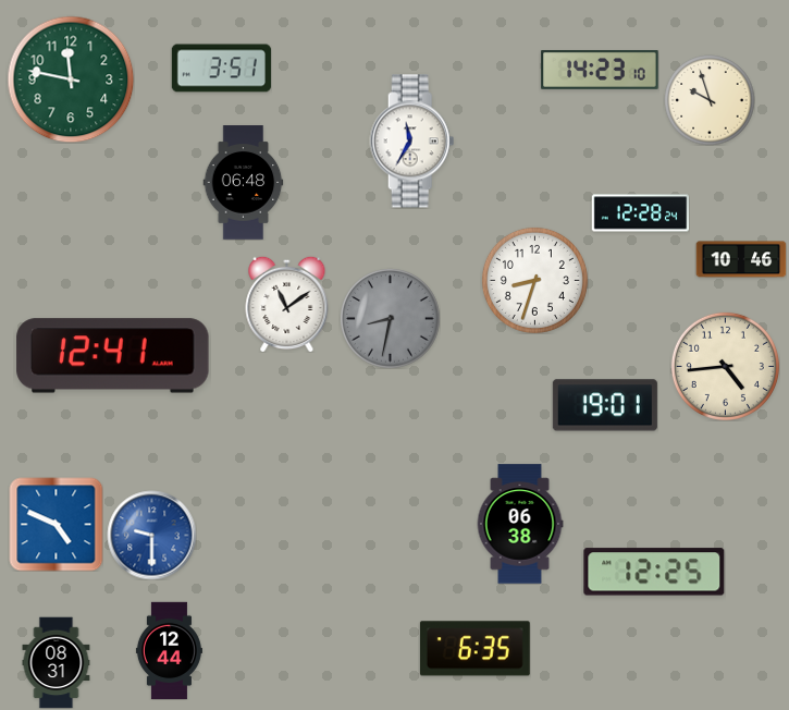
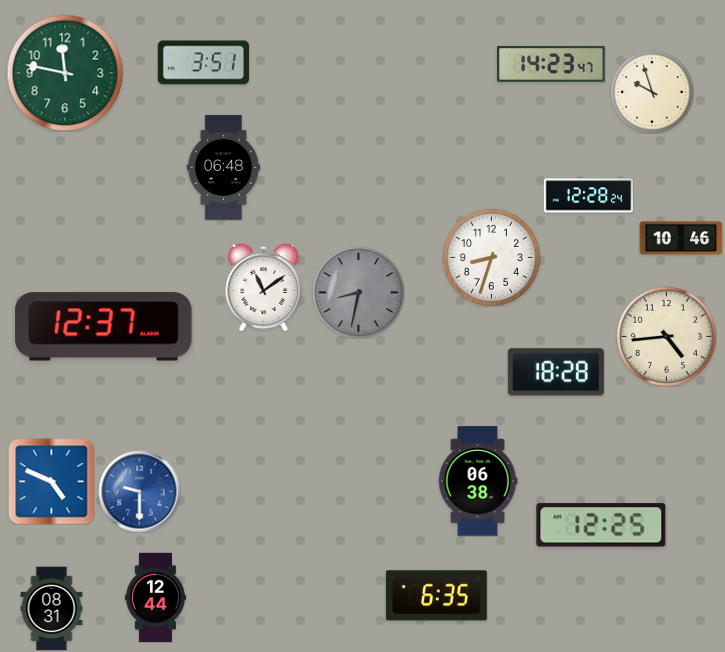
clock at (600, 71): 14:23:10 -> 14:23:47
clock at (412, 142): 11:35 -> none
clock at (287, 304) position: (287, 304) -> (264, 287)
clock at (113, 356): 12:41 -> 12:37
clock at (605, 405): 19:01 -> 18:28
